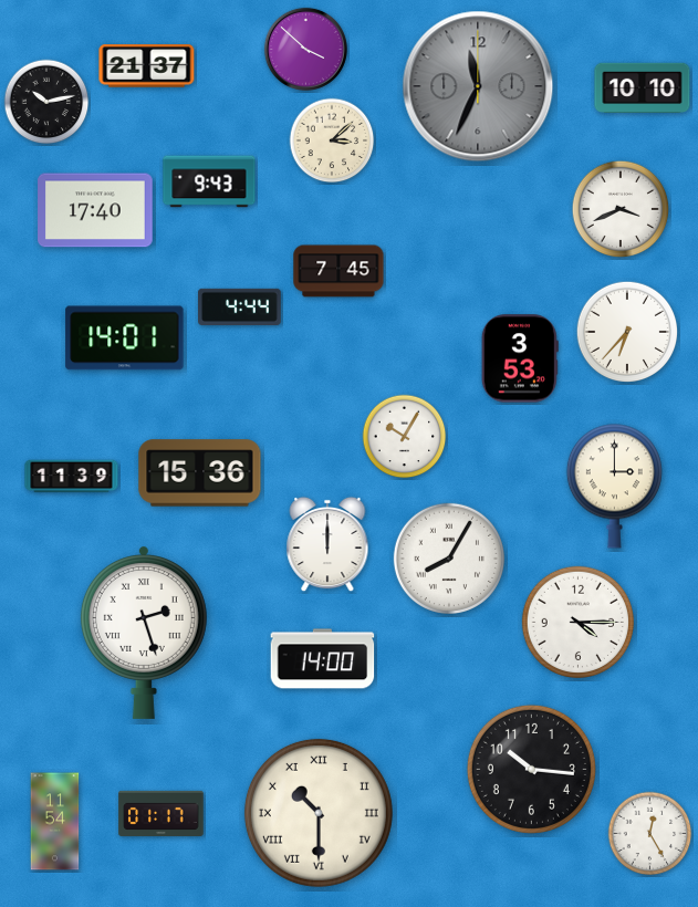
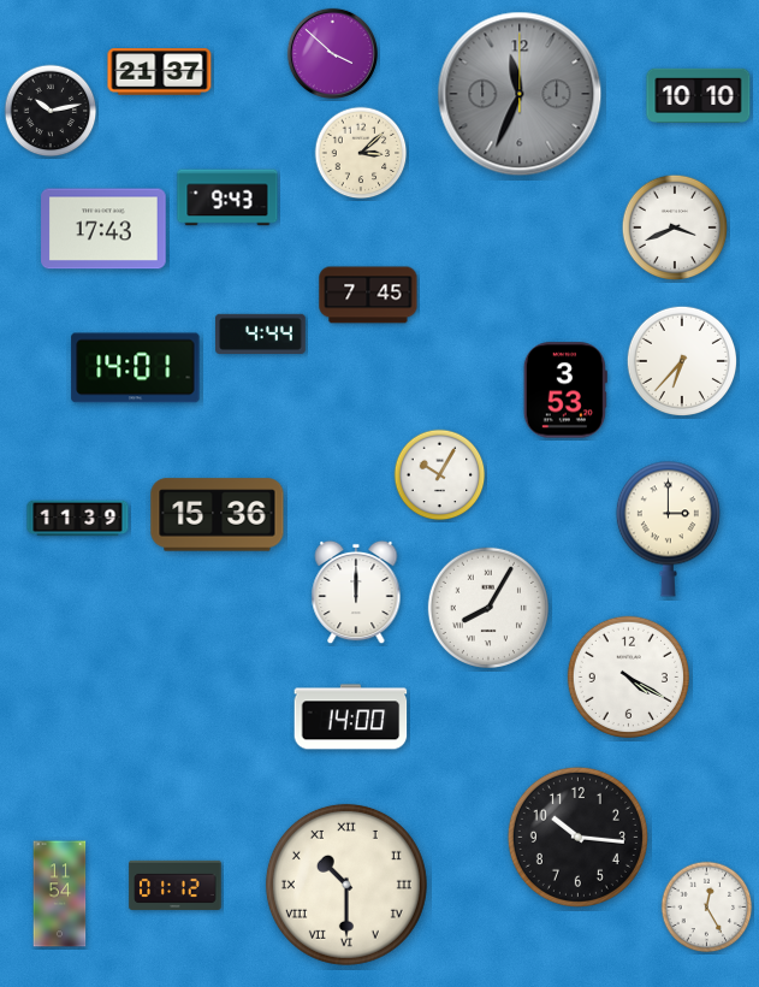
clock at (95, 210): 17:40 -> 17:43
clock at (577, 622): 4:15 -> 4:20
clock at (144, 633): 2:27 -> none
clock at (162, 813): 01:17 -> 01:12
